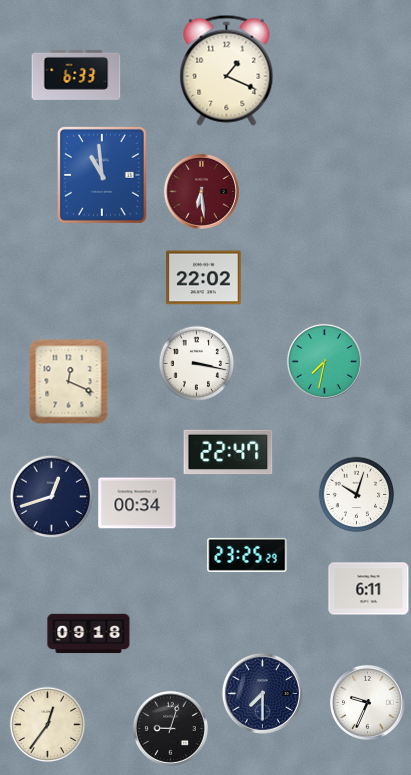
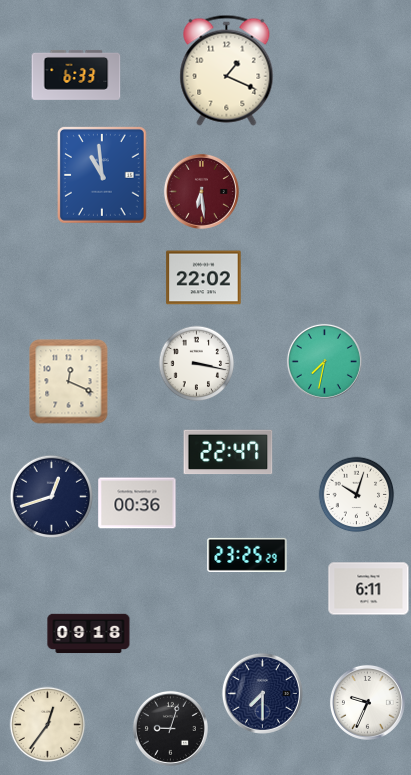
clock at (137, 503): 00:34 -> 00:36
